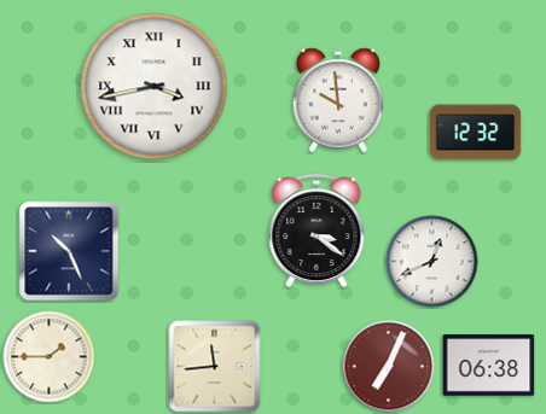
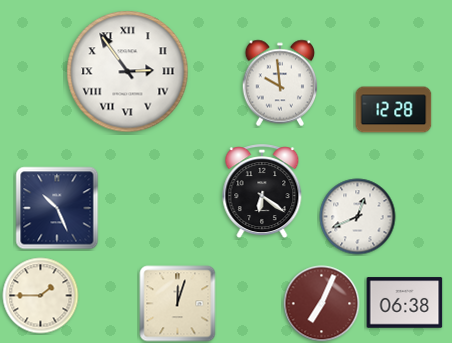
clock at (155, 87): 3:43 -> 2:54
clock at (476, 133): 12:32 -> 12:28
clock at (316, 232): 3:21 -> 6:21
clock at (215, 367): 11:44 -> 12:03
